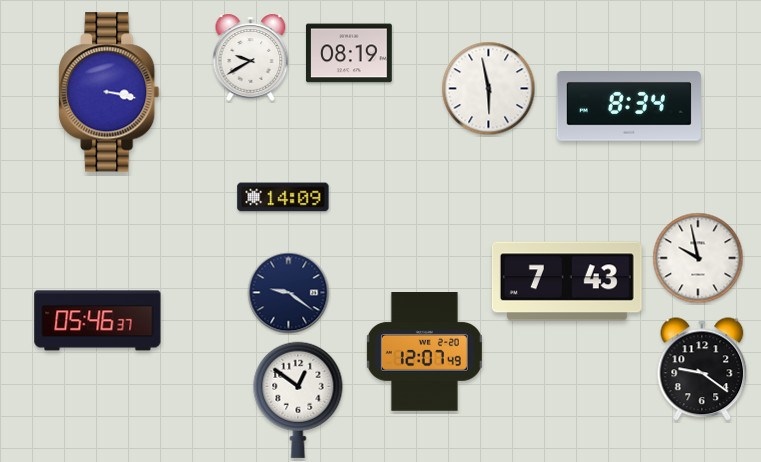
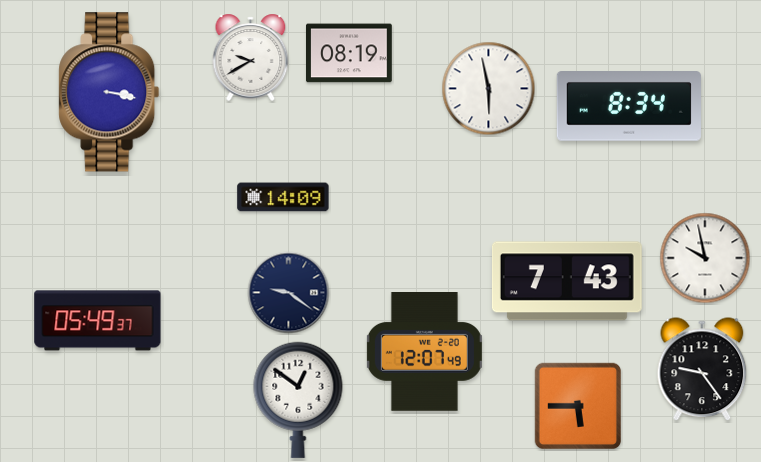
clock at (698, 258) position: (698, 258) -> (705, 258)
clock at (98, 321): 05:46 -> 05:49
clock at (702, 370): 9:21 -> 9:24
clock at (578, 406): none -> 5:45
